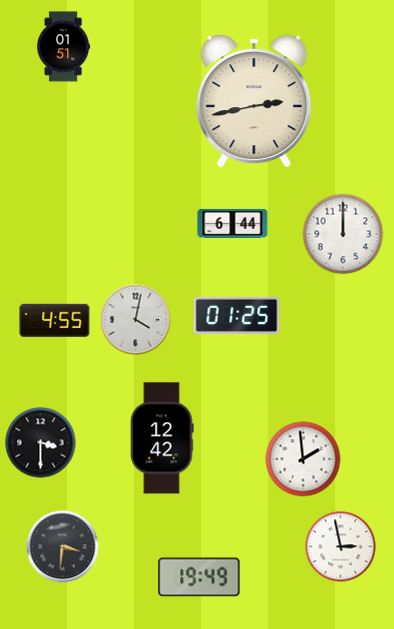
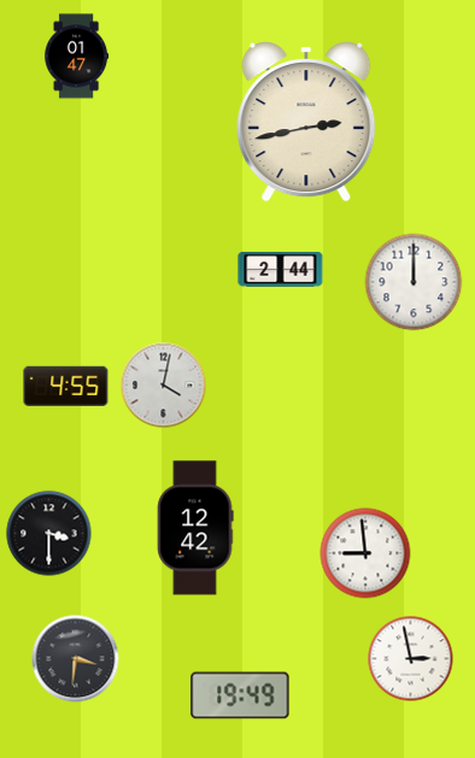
clock at (64, 47): 01:51 -> 01:47
clock at (233, 223): 6:44 -> 2:44
clock at (237, 315): 01:25 -> none
clock at (303, 459): 1:59 -> 8:59
